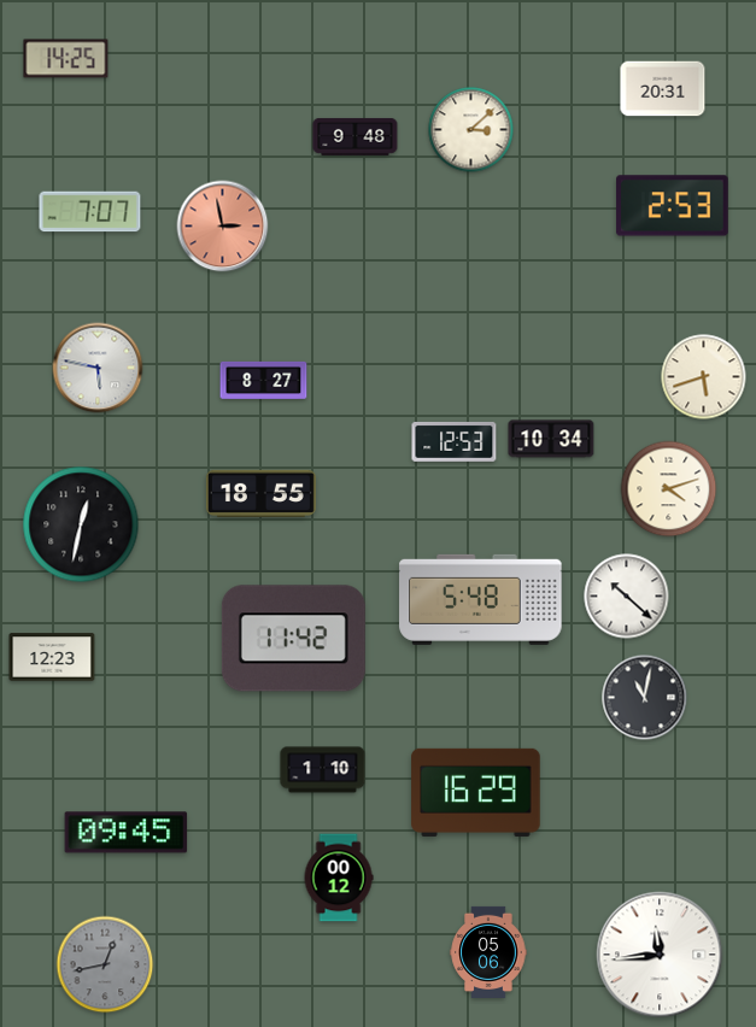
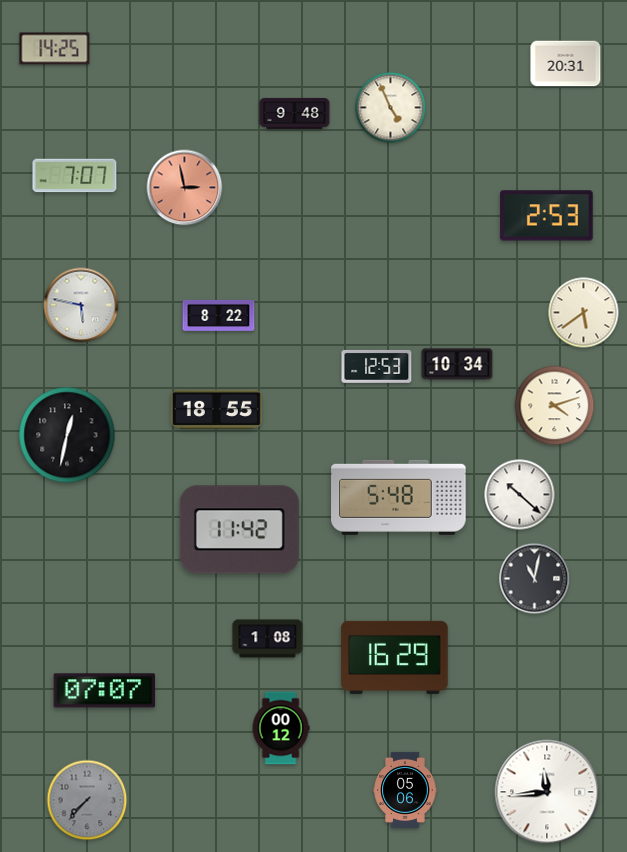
clock at (663, 89) position: (663, 89) -> (566, 64)
clock at (471, 130): 3:08 -> 4:56
clock at (673, 206) position: (673, 206) -> (547, 216)
clock at (704, 377): 5:42 -> 5:39
clock at (264, 380): 8:27 -> 8:22
clock at (293, 639) position: (293, 639) -> (239, 530)
clock at (52, 657): 12:23 -> none
clock at (323, 770): 1:10 -> 1:08
clock at (127, 833): 09:45 -> 07:07
clock at (105, 964): 12:43 -> 7:37
